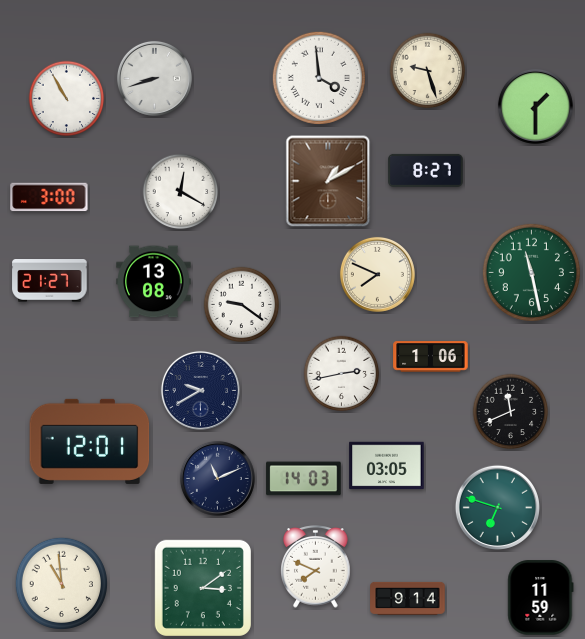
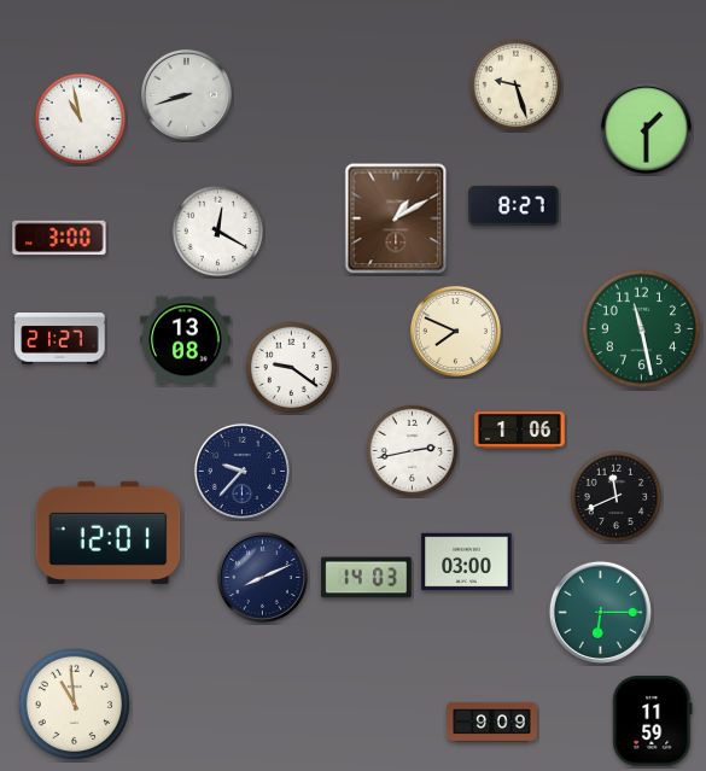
clock at (319, 78): 3:59 -> none
clock at (67, 99): 10:55 -> 10:58
clock at (200, 390): 9:40 -> 9:37
clock at (387, 466): 03:05 -> 03:00
clock at (217, 478): 11:11 -> 8:11
clock at (497, 507): 6:48 -> 6:15
clock at (316, 567): 7:49 -> none
clock at (203, 588): 3:09 -> none
clock at (408, 598): 9:14 -> 9:09
